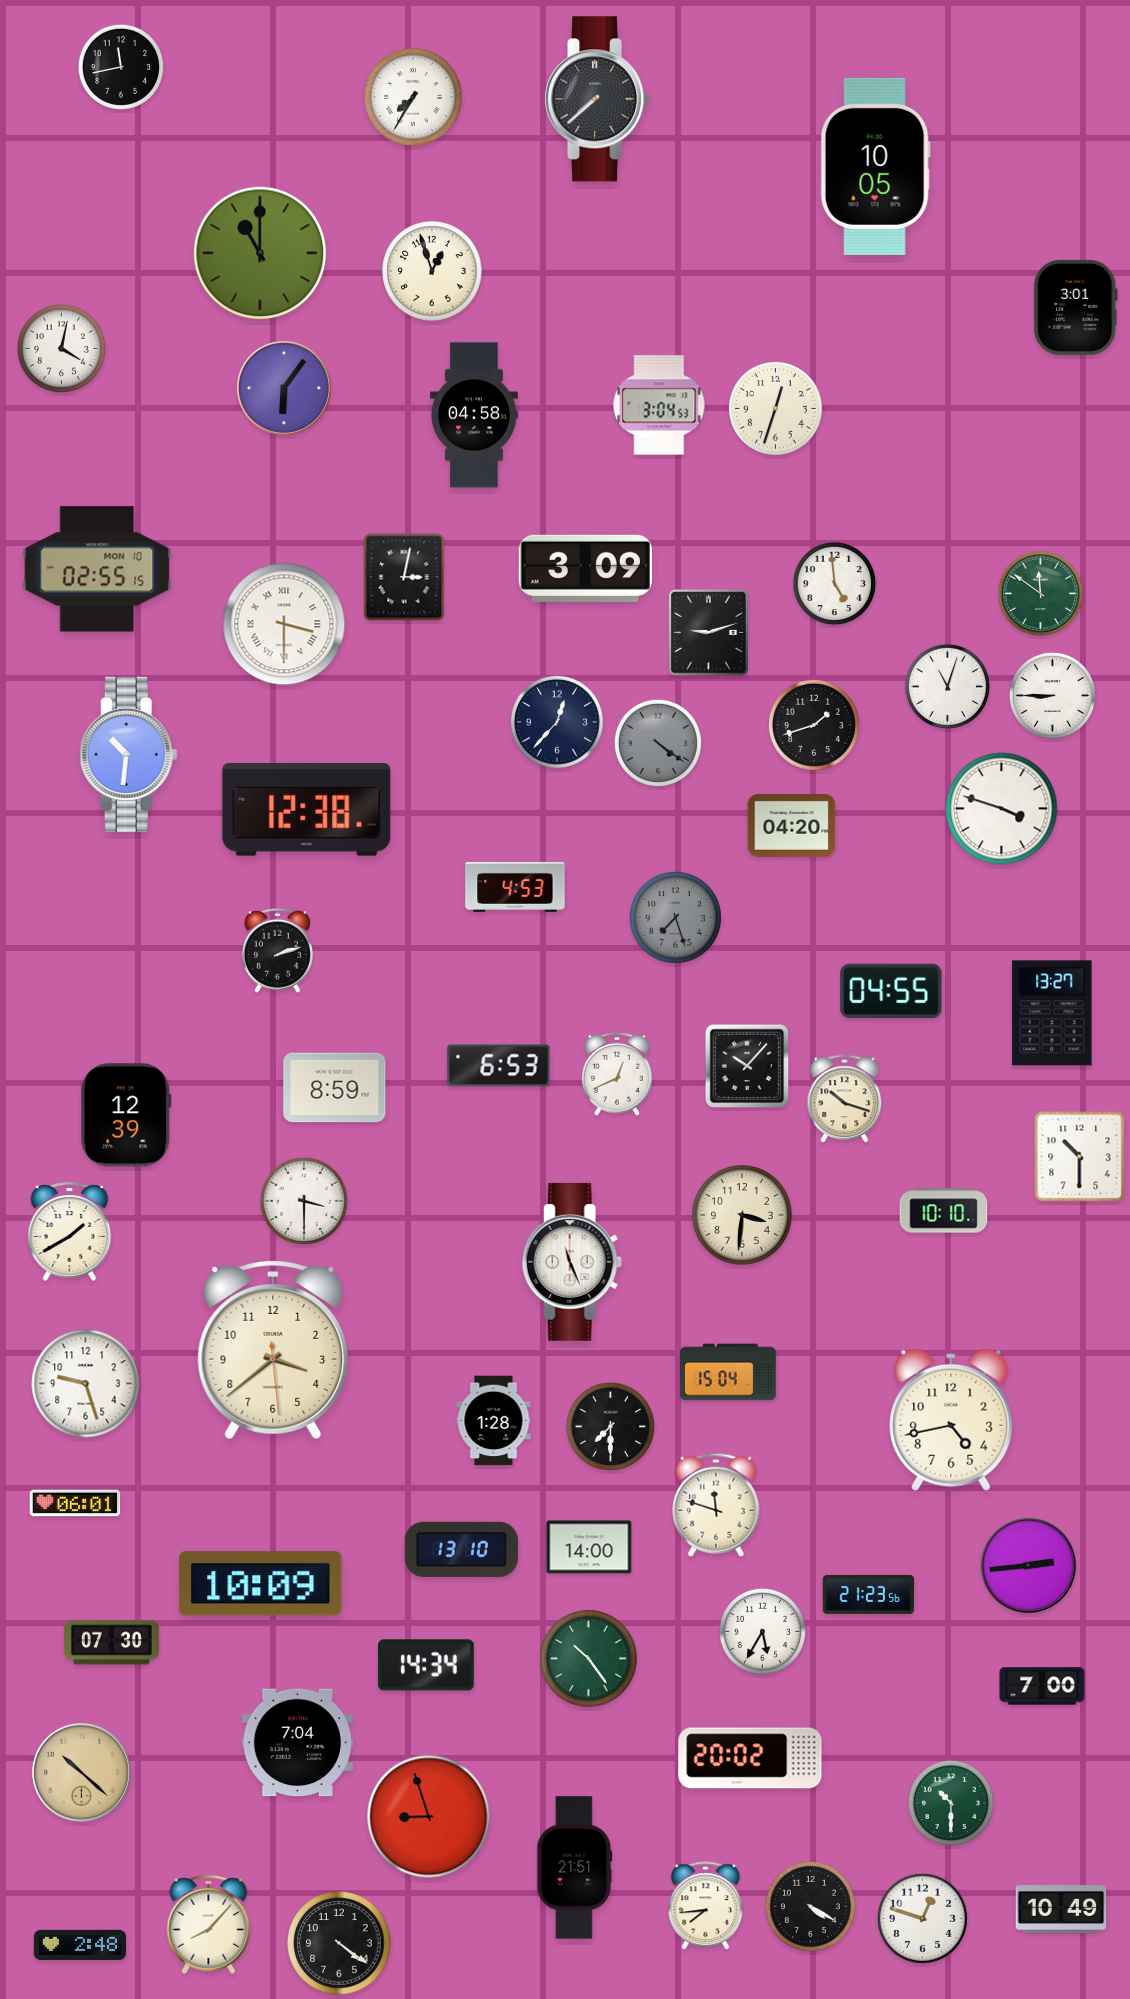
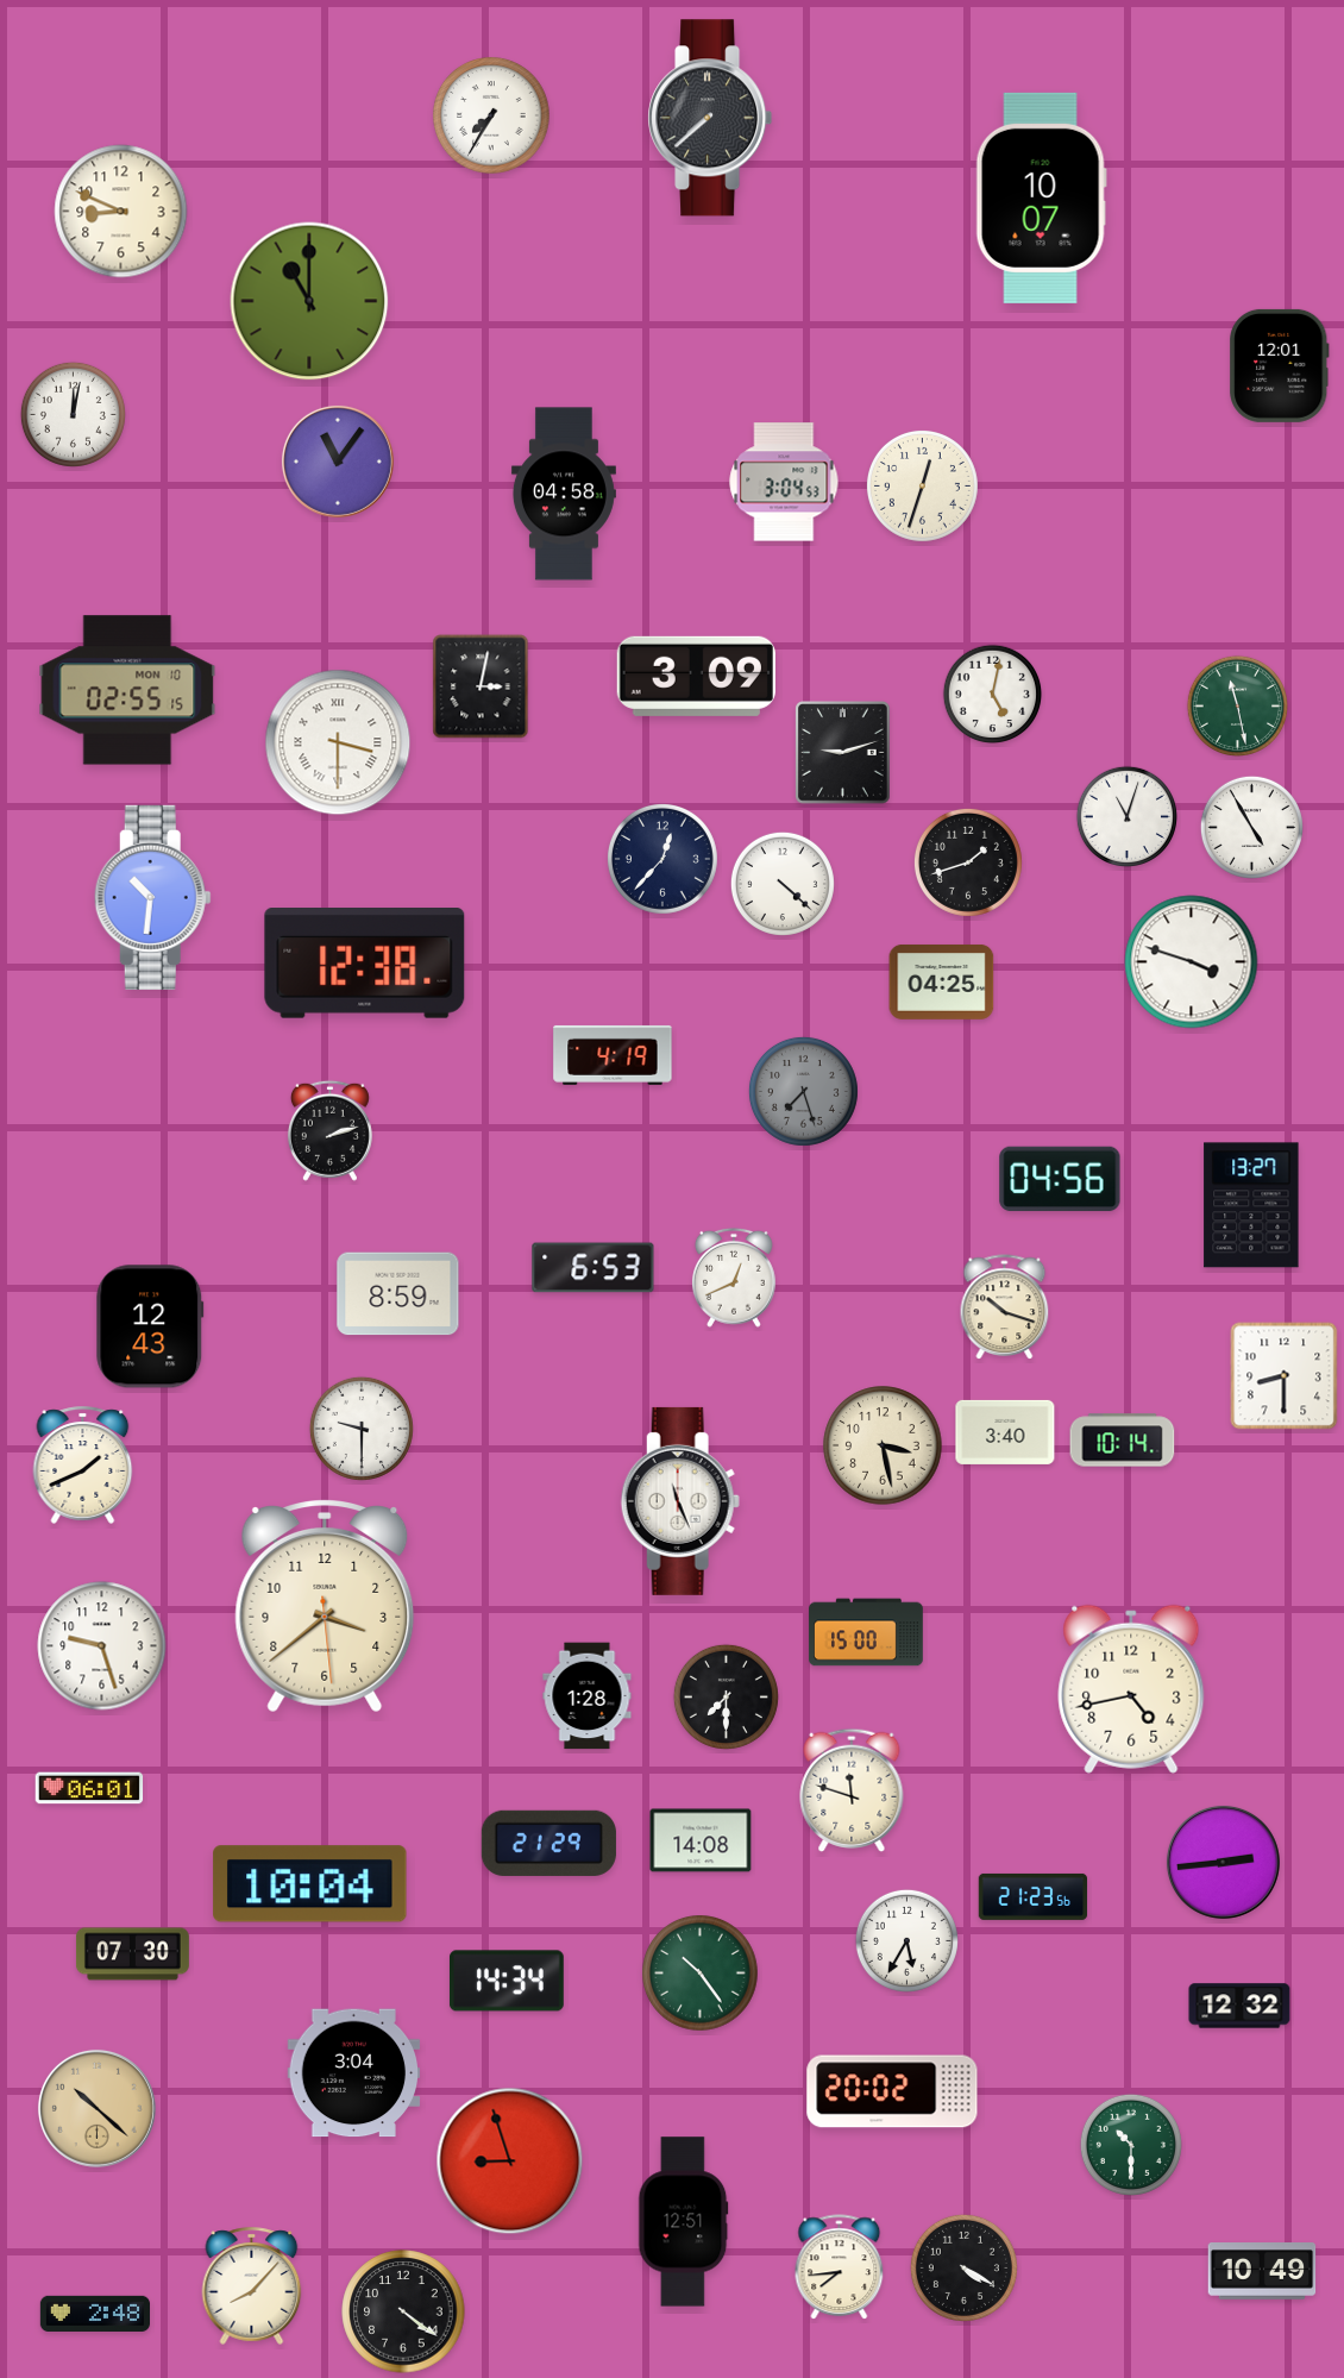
clock at (121, 67): 11:43 -> none
clock at (875, 166): 10:05 -> 10:07
clock at (121, 212): none -> 8:49
clock at (432, 271): 12:57 -> none
clock at (1076, 307): 3:01 -> 12:01
clock at (61, 348): 4:02 -> 12:02
clock at (284, 388): 6:06 -> 11:06
clock at (97, 569) position: (97, 569) -> (127, 690)
clock at (835, 584): 4:59 -> 5:02
clock at (1040, 593): 11:51 -> 11:28
clock at (1052, 695): 8:45 -> 4:55
clock at (658, 743): 4:21 -> 4:22
clock at (658, 743) dial: grey -> white
clock at (792, 825): 04:20 -> 04:25
clock at (515, 887): 4:53 -> 4:19
clock at (891, 991): 04:55 -> 04:56
clock at (747, 1066): 10:07 -> none
clock at (126, 1115): 12:39 -> 12:43
clock at (1080, 1157): 10:30 -> 8:30
clock at (304, 1201): 3:30 -> 9:30
clock at (1005, 1432): none -> 3:40
clock at (944, 1211): 10:10 -> 10:14
clock at (742, 1215): 3:31 -> 3:28
clock at (70, 1231): 1:40 -> 1:41
clock at (728, 1372): 15:04 -> 15:00
clock at (494, 1421) position: (494, 1421) -> (588, 1696)
clock at (589, 1547): 14:00 -> 14:08
clock at (461, 1549): 13:10 -> 21:29
clock at (261, 1584): 10:09 -> 10:04
clock at (1042, 1686): 7:00 -> 12:32
clock at (298, 1743): 7:04 -> 3:04
clock at (575, 1868): 21:51 -> 12:51
clock at (922, 1918): 12:48 -> none
clock at (209, 1924) position: (209, 1924) -> (252, 2285)
